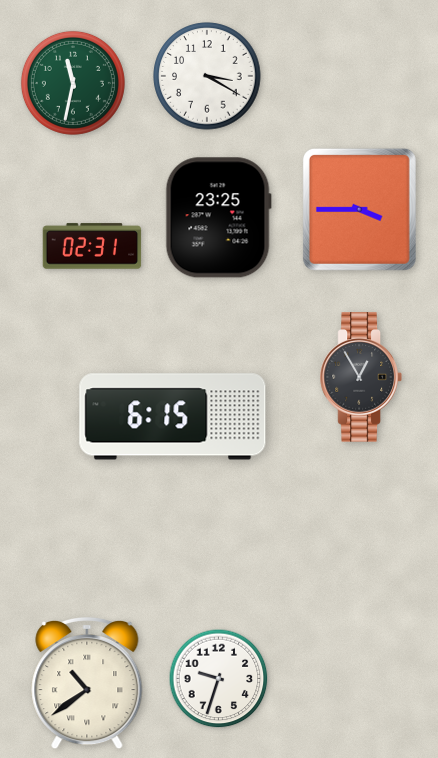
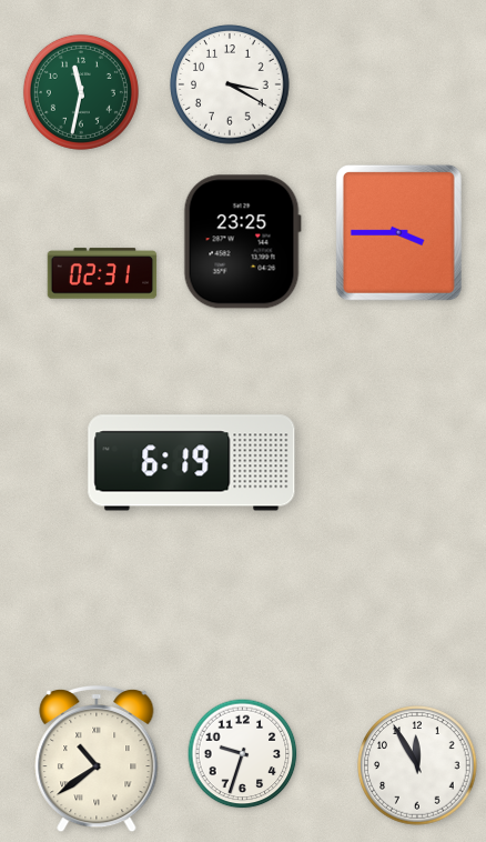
clock at (361, 377): 12:55 -> none
clock at (173, 417): 6:15 -> 6:19
clock at (417, 765): none -> 11:55
